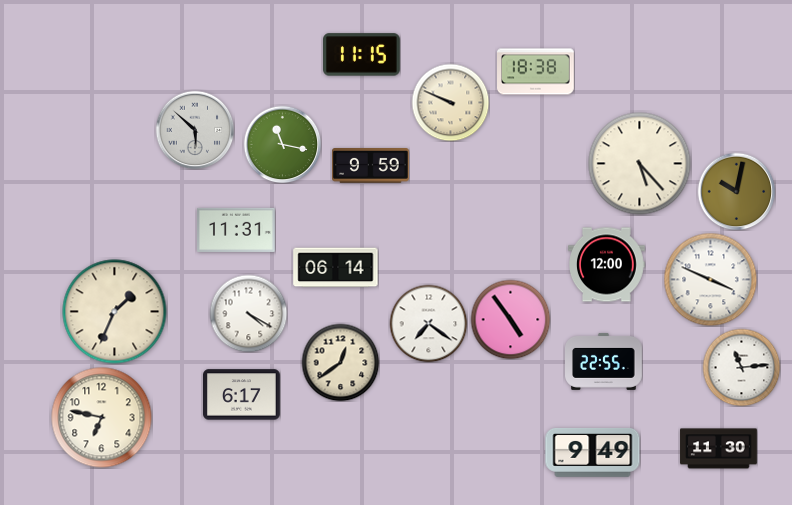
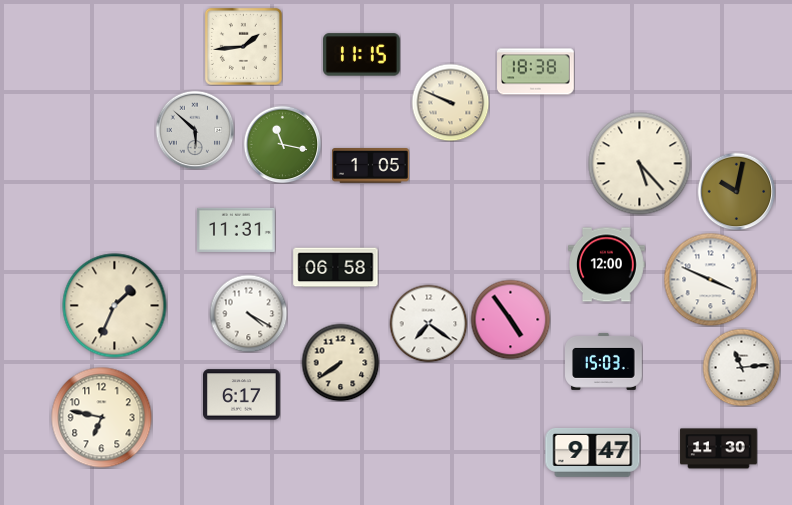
clock at (243, 46): none -> 1:44
clock at (371, 166): 9:59 -> 1:05
clock at (336, 268): 06:14 -> 06:58
clock at (115, 312) position: (115, 312) -> (115, 306)
clock at (604, 361): 22:55 -> 15:03
clock at (340, 362): 12:39 -> 7:39
clock at (593, 453): 9:49 -> 9:47
